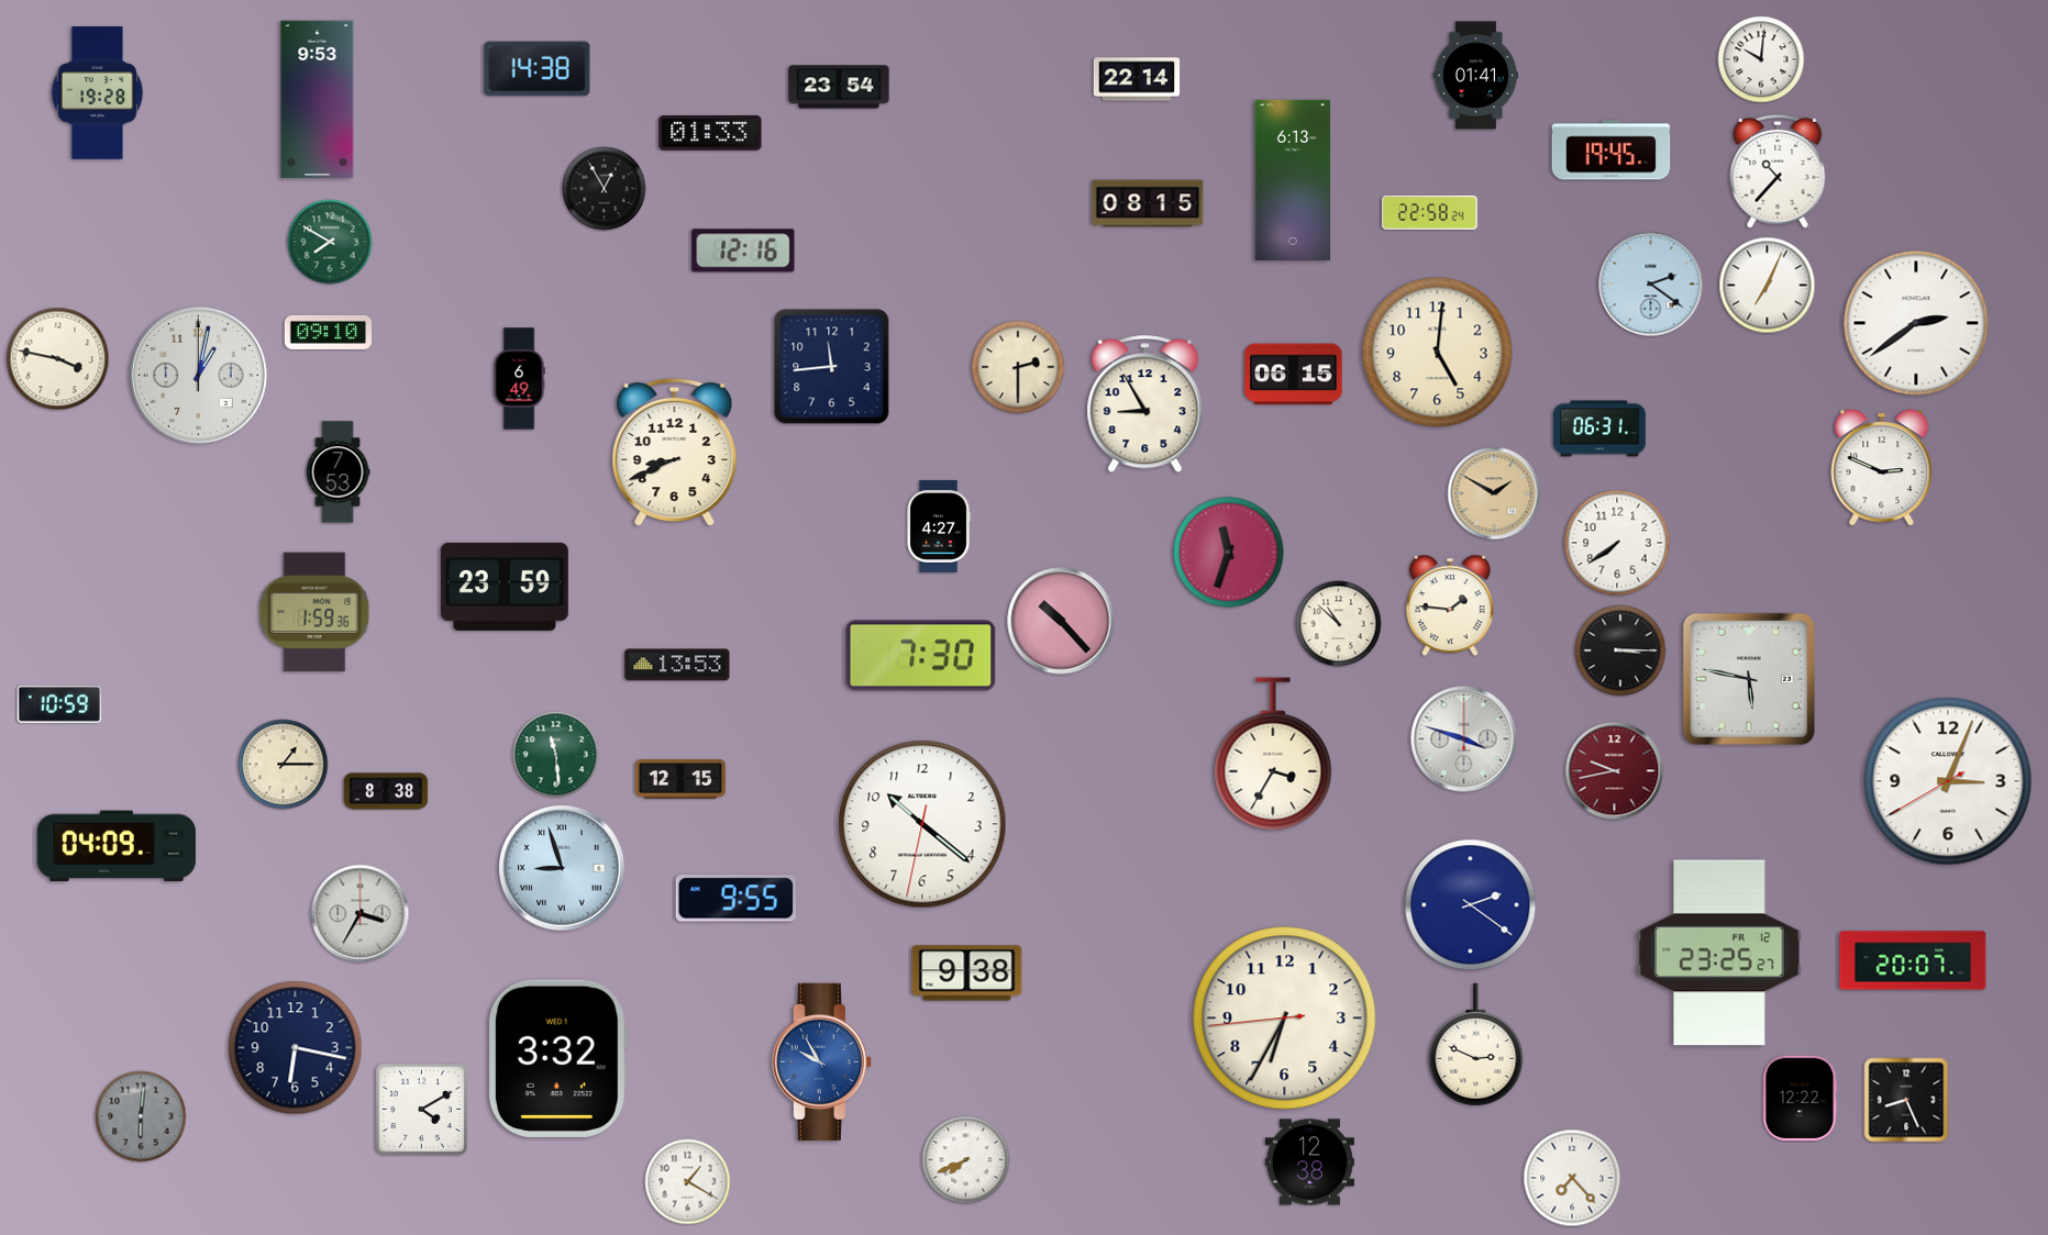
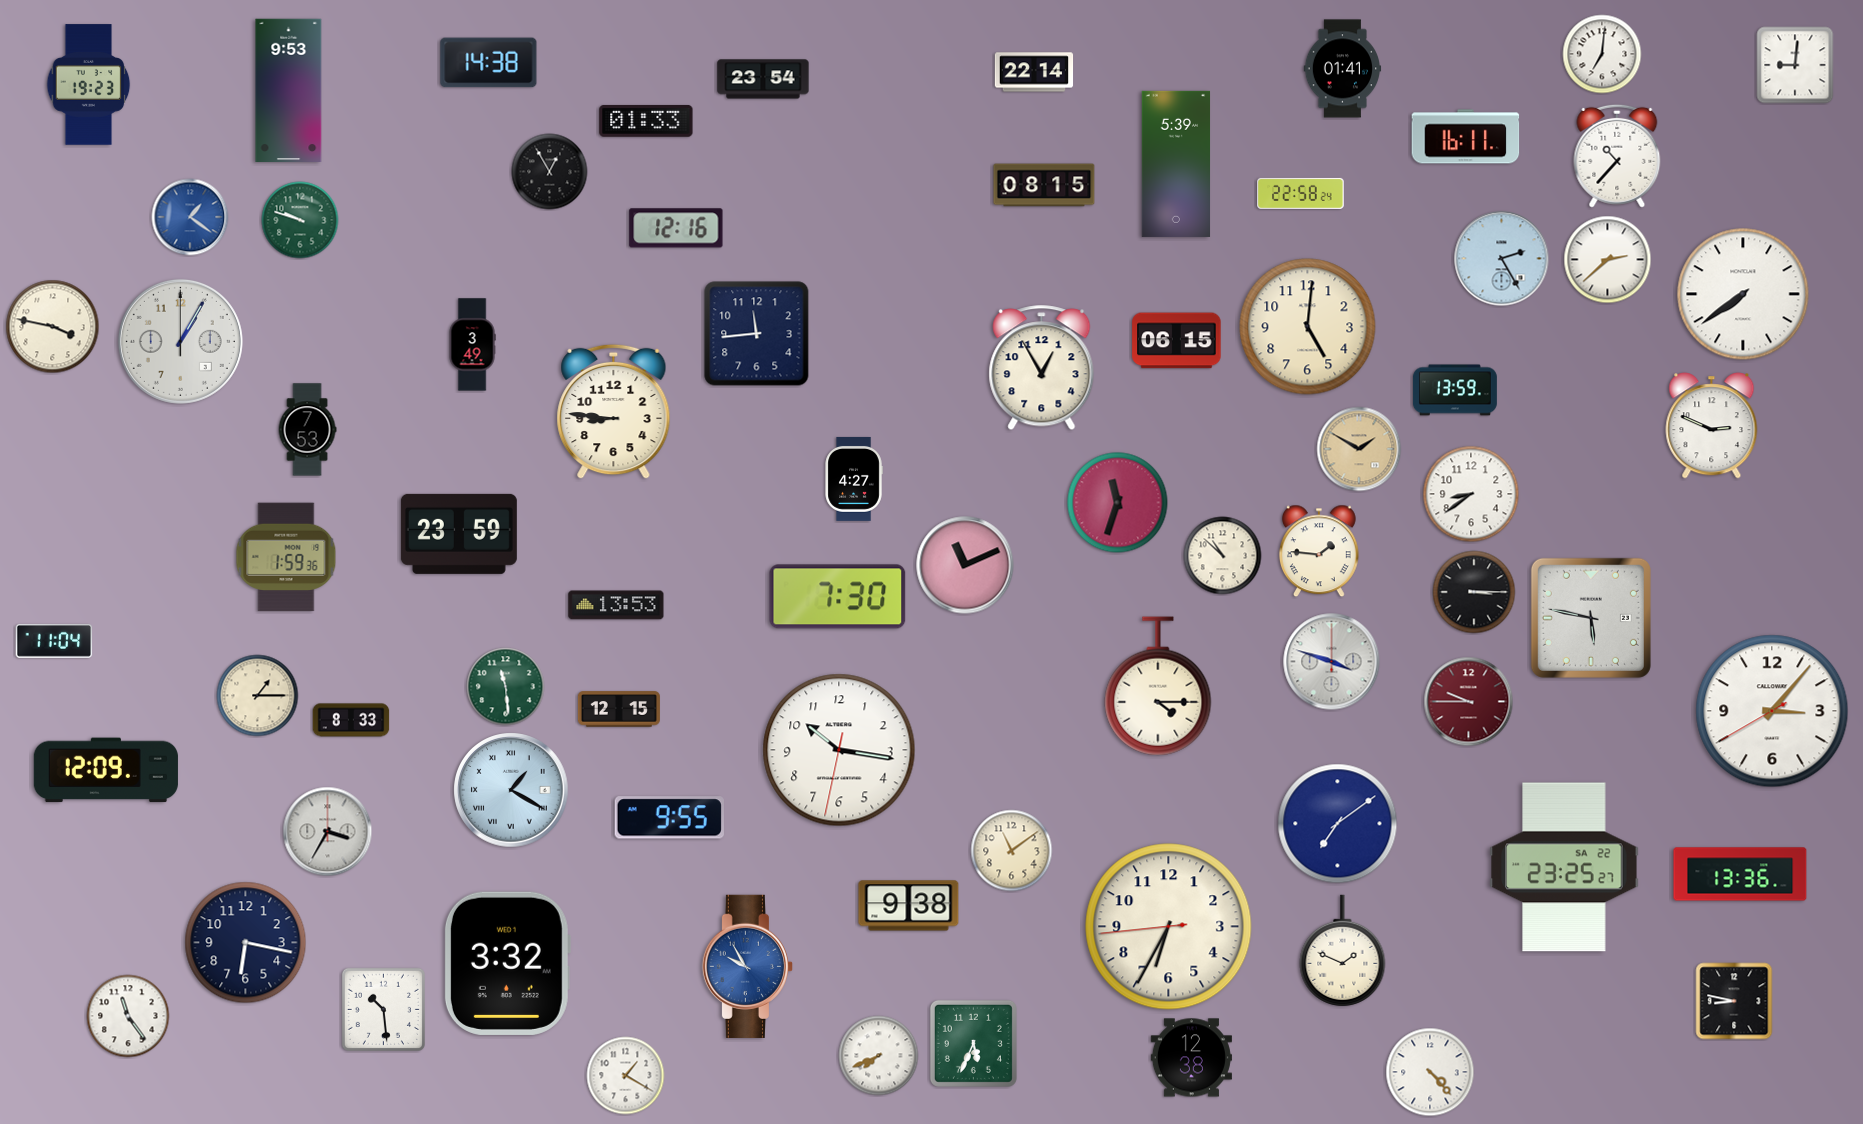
clock at (1761, 59): 10:01 -> 7:01
clock at (1795, 65): none -> 9:01
clock at (98, 93): 19:28 -> 19:23
clock at (1612, 151): 19:45 -> 16:11
clock at (1293, 180): 6:13 -> 5:39
clock at (190, 217): none -> 1:21
clock at (330, 242): 7:50 -> 9:48
clock at (1651, 285): 2:21 -> 2:25
clock at (1768, 286): 7:04 -> 2:38
clock at (1916, 323): 2:39 -> 7:39
clock at (328, 332): 09:10 -> none
clock at (1438, 353) position: (1438, 353) -> (1308, 327)
clock at (1018, 367): 2:30 -> none
clock at (198, 375): 1:02 -> 1:05
clock at (519, 379): 6:49 -> 3:49
clock at (1145, 404): 8:55 -> 12:55
clock at (1599, 429): 06:31 -> 13:59
clock at (675, 453): 8:41 -> 8:46
clock at (1617, 543): 7:39 -> 8:39
clock at (1061, 621): 10:23 -> 11:11
clock at (1339, 624) position: (1339, 624) -> (1223, 556)
clock at (59, 704): 10:59 -> 11:04
clock at (1464, 739) position: (1464, 739) -> (1332, 662)
clock at (1273, 754): 3:35 -> 4:15
clock at (1615, 771): 9:43 -> 9:45
clock at (1948, 781): 3:03 -> 3:06
clock at (386, 791): 8:38 -> 8:33
clock at (922, 824): 10:21 -> 10:16
clock at (117, 846): 04:09 -> 12:09
clock at (562, 868): 8:57 -> 1:20
clock at (1471, 905): 2:21 -> 7:09
clock at (1012, 851): none -> 11:09
clock at (1719, 953) date: FR 12 -> SA 22
clock at (1913, 960): 20:07 -> 13:36
clock at (967, 973) position: (967, 973) -> (909, 906)
clock at (1476, 1045): 2:49 -> 1:49
clock at (296, 1048) position: (296, 1048) -> (246, 943)
clock at (1801, 1099): 12:22 -> none
clock at (1906, 1100): 8:26 -> 8:47
clock at (421, 1109): 4:10 -> 10:29
clock at (141, 1116): 6:01 -> 11:24
clock at (141, 1116) dial: grey -> white
clock at (973, 1043): none -> 5:34
clock at (1572, 1178): 7:23 -> 4:23
